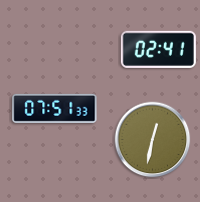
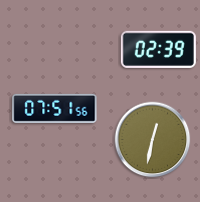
clock at (158, 49): 02:41 -> 02:39
clock at (55, 108): 07:51:33 -> 07:51:56
